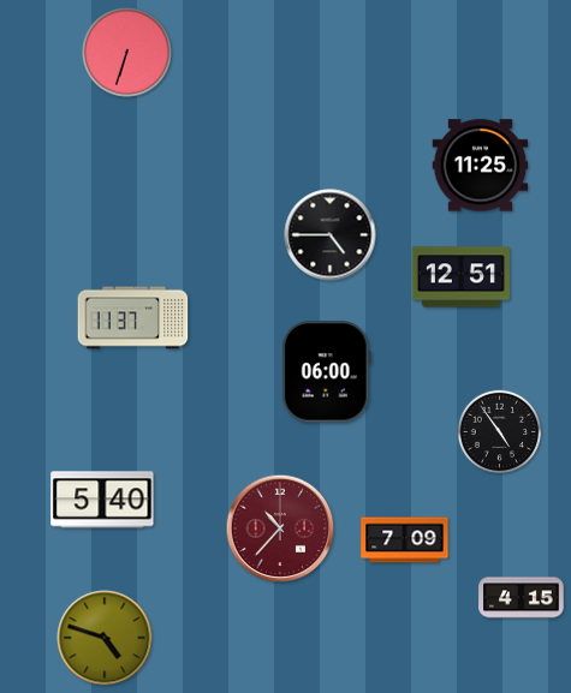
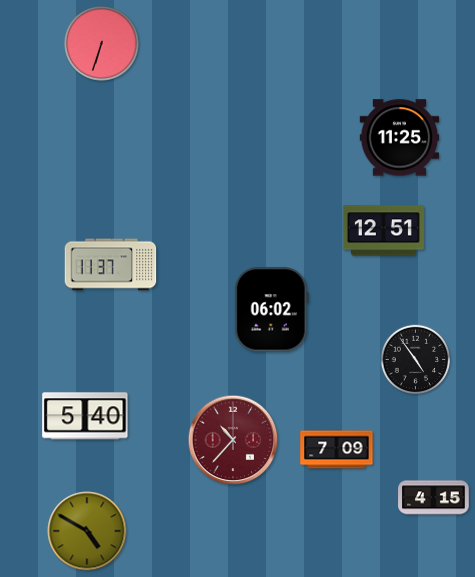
clock at (127, 53) position: (127, 53) -> (102, 44)
clock at (331, 235): 4:45 -> none
clock at (326, 372): 06:00 -> 06:02
clock at (105, 638): 4:48 -> 4:50
